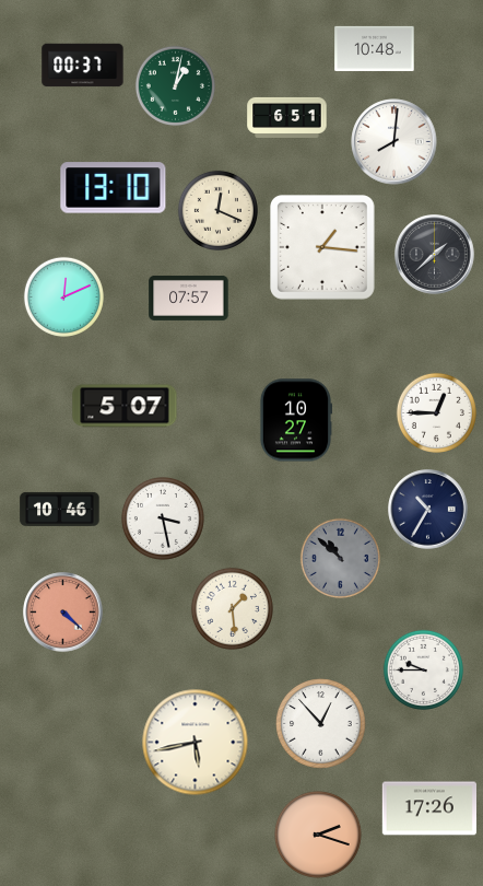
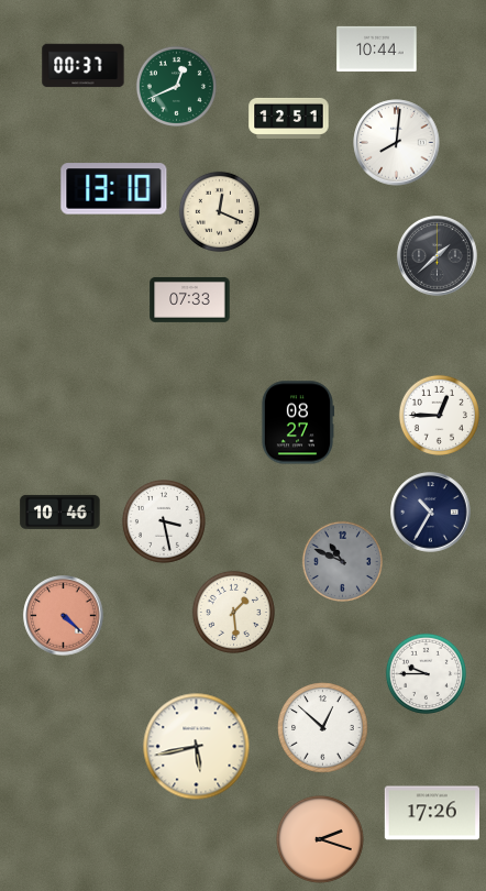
clock at (375, 48): 10:48 -> 10:44
clock at (175, 85): 1:02 -> 12:41
clock at (287, 117): 6:51 -> 12:51
clock at (323, 248): 1:16 -> none
clock at (63, 296): 12:11 -> none
clock at (189, 298): 07:57 -> 07:33
clock at (125, 406): 5:07 -> none
clock at (296, 420): 10:27 -> 08:27
clock at (340, 558): 10:52 -> 10:49
clock at (321, 724): 12:53 -> 12:52
